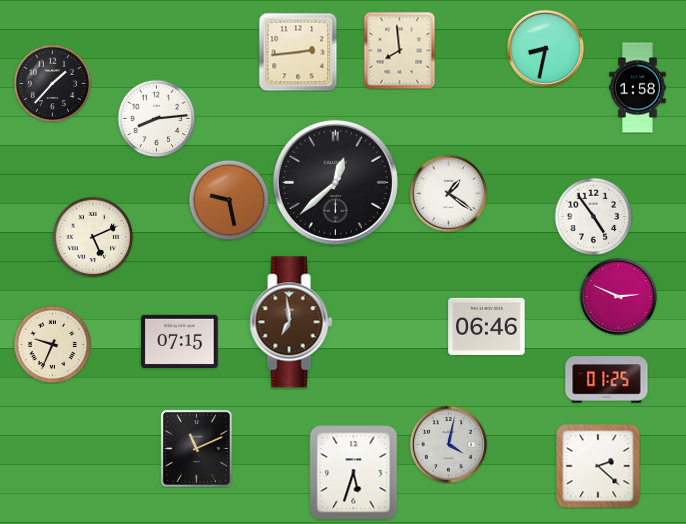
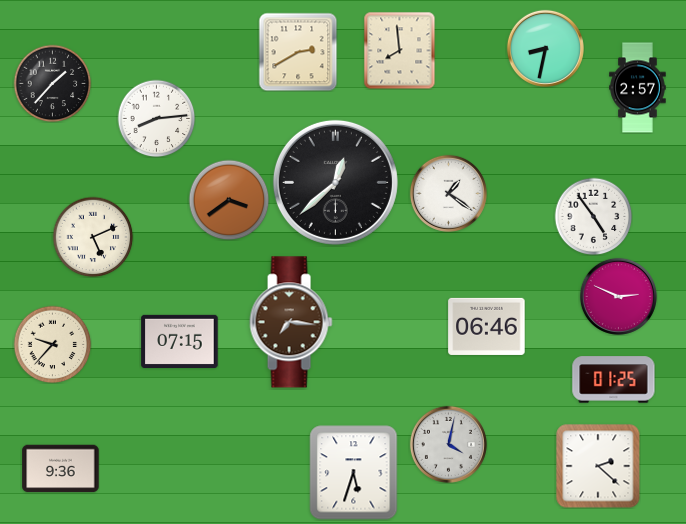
clock at (298, 52): 2:44 -> 2:40
clock at (638, 88): 1:58 -> 2:57
clock at (229, 200): 9:28 -> 3:39
clock at (291, 322): 6:59 -> 7:16
clock at (52, 344): 9:34 -> 9:37
clock at (607, 380) position: (607, 380) -> (614, 380)
clock at (196, 448): 11:11 -> none
clock at (61, 469): none -> 9:36
